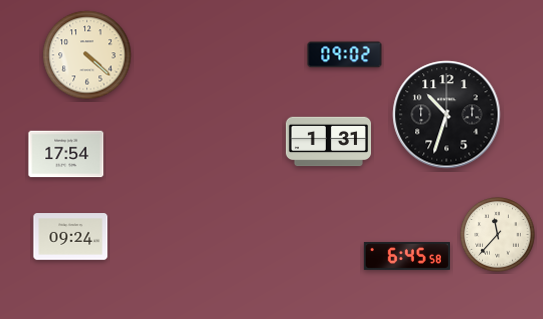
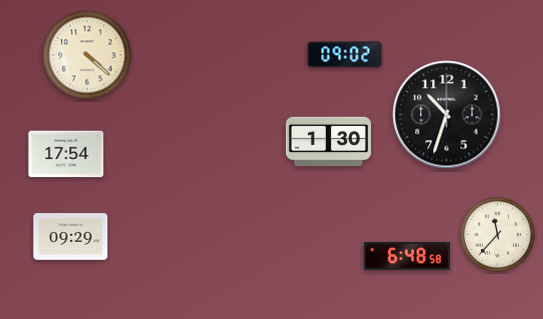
clock at (328, 142): 1:31 -> 1:30
clock at (71, 237): 09:24 -> 09:29
clock at (407, 256): 6:45 -> 6:48
